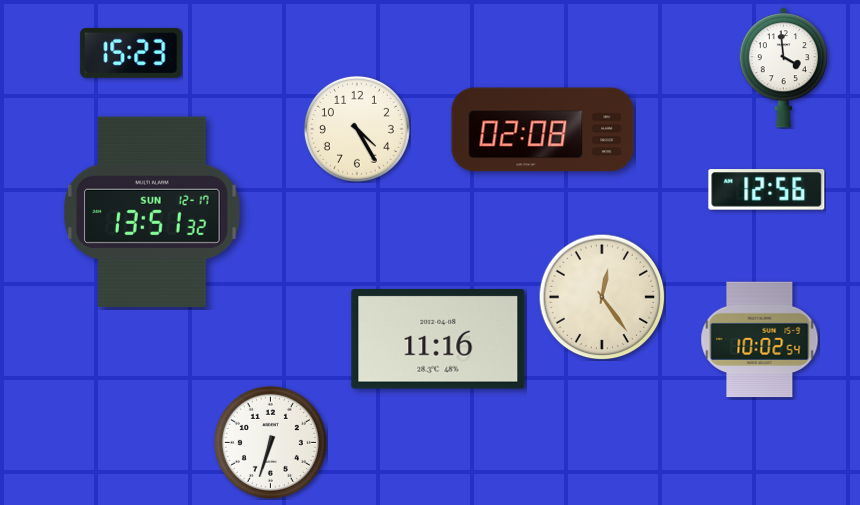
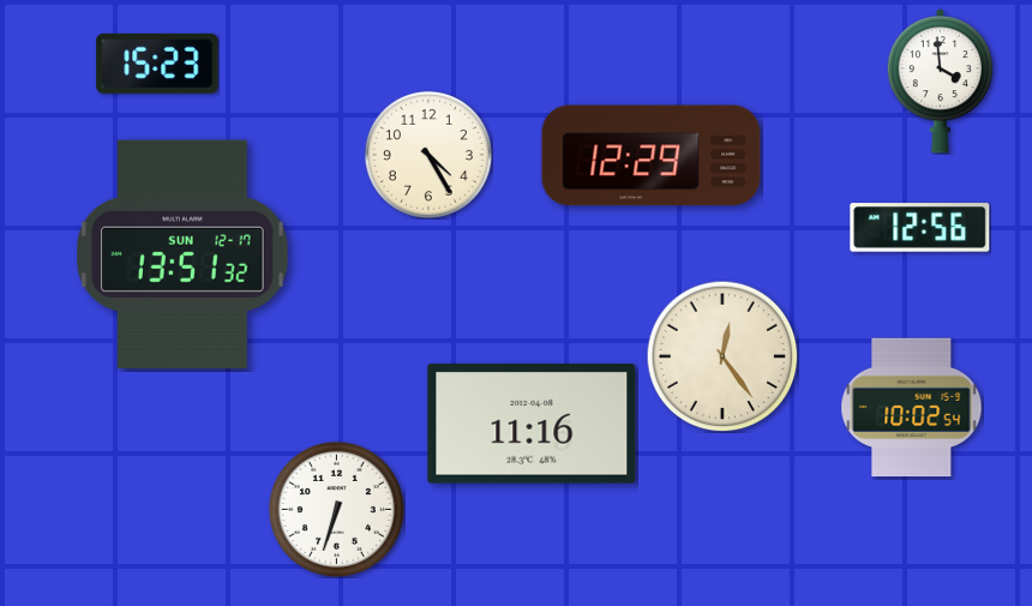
clock at (543, 130): 02:08 -> 12:29
clock at (438, 339) position: (438, 339) -> (532, 424)
clock at (270, 442) position: (270, 442) -> (336, 509)
